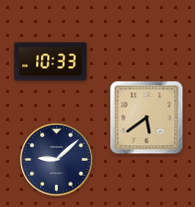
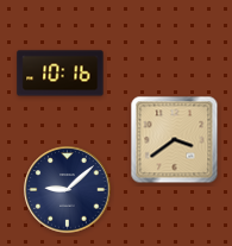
clock at (51, 62): 10:33 -> 10:16
clock at (147, 118): 5:39 -> 3:39
